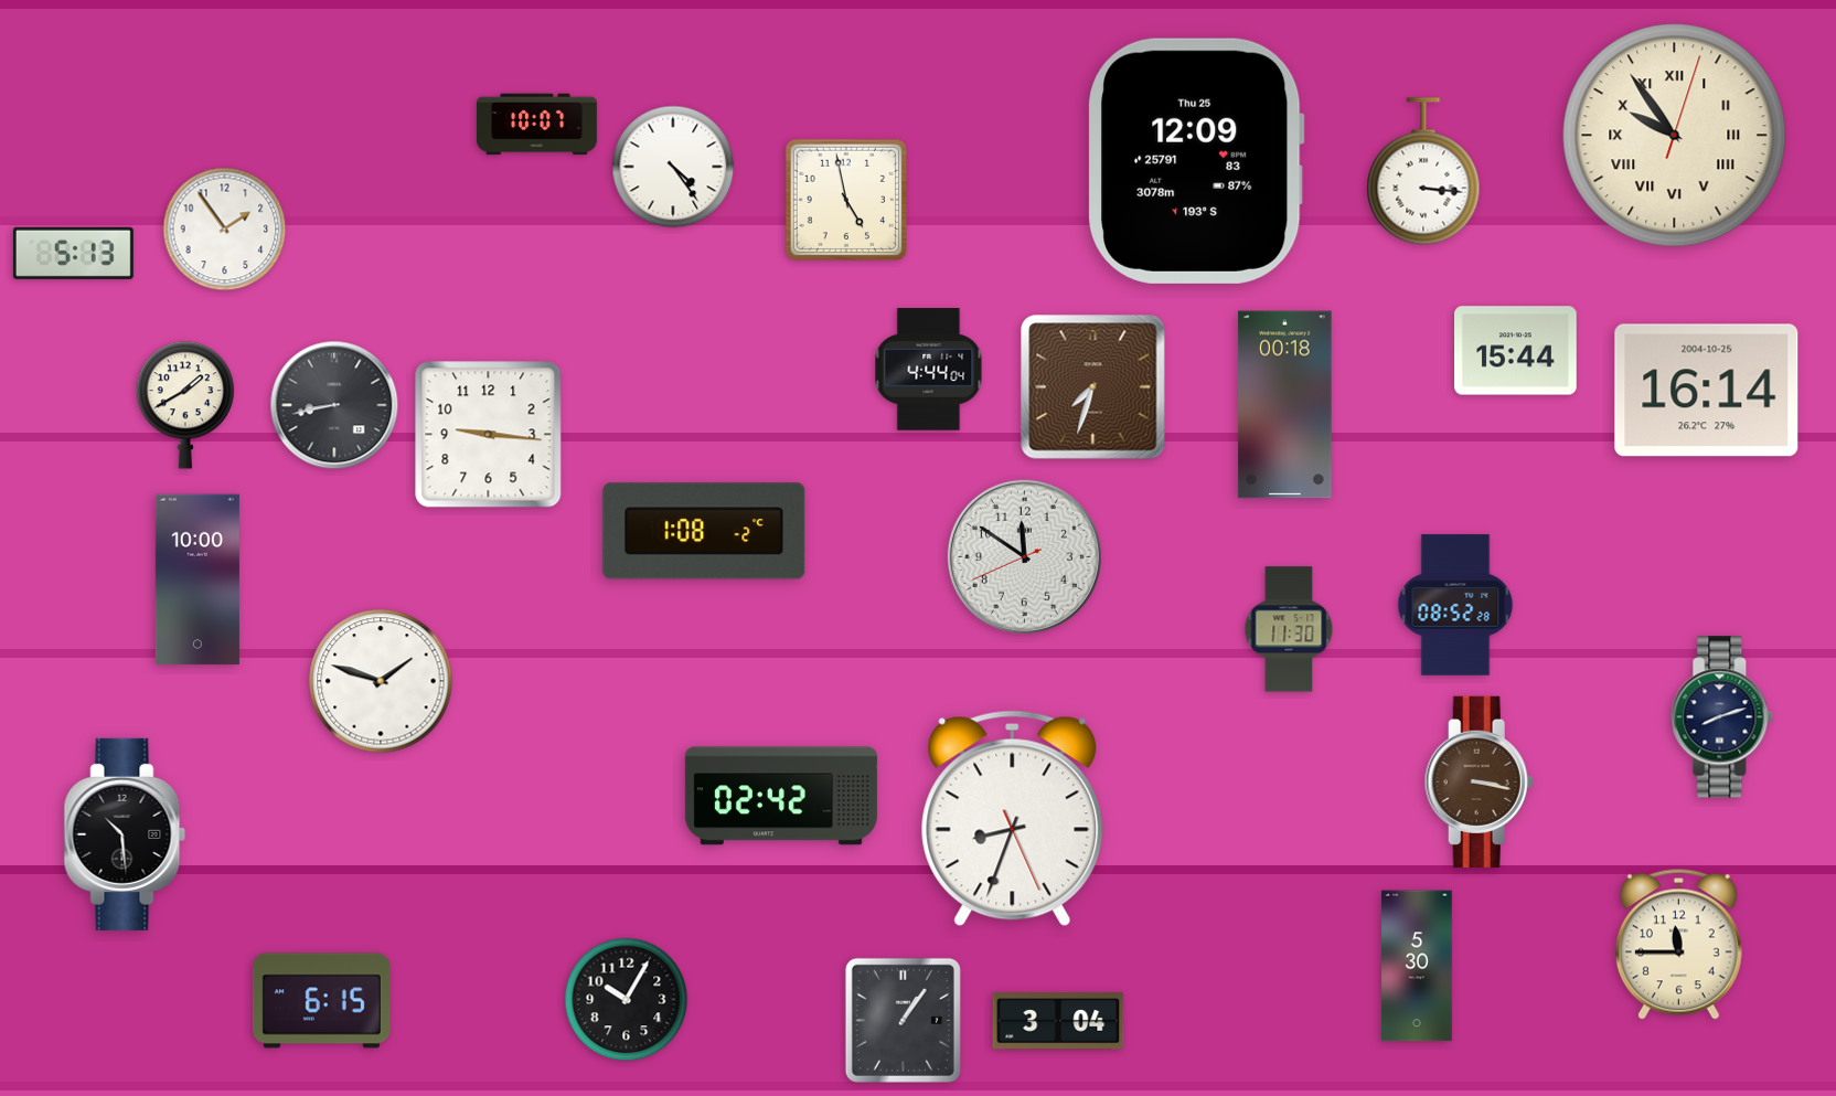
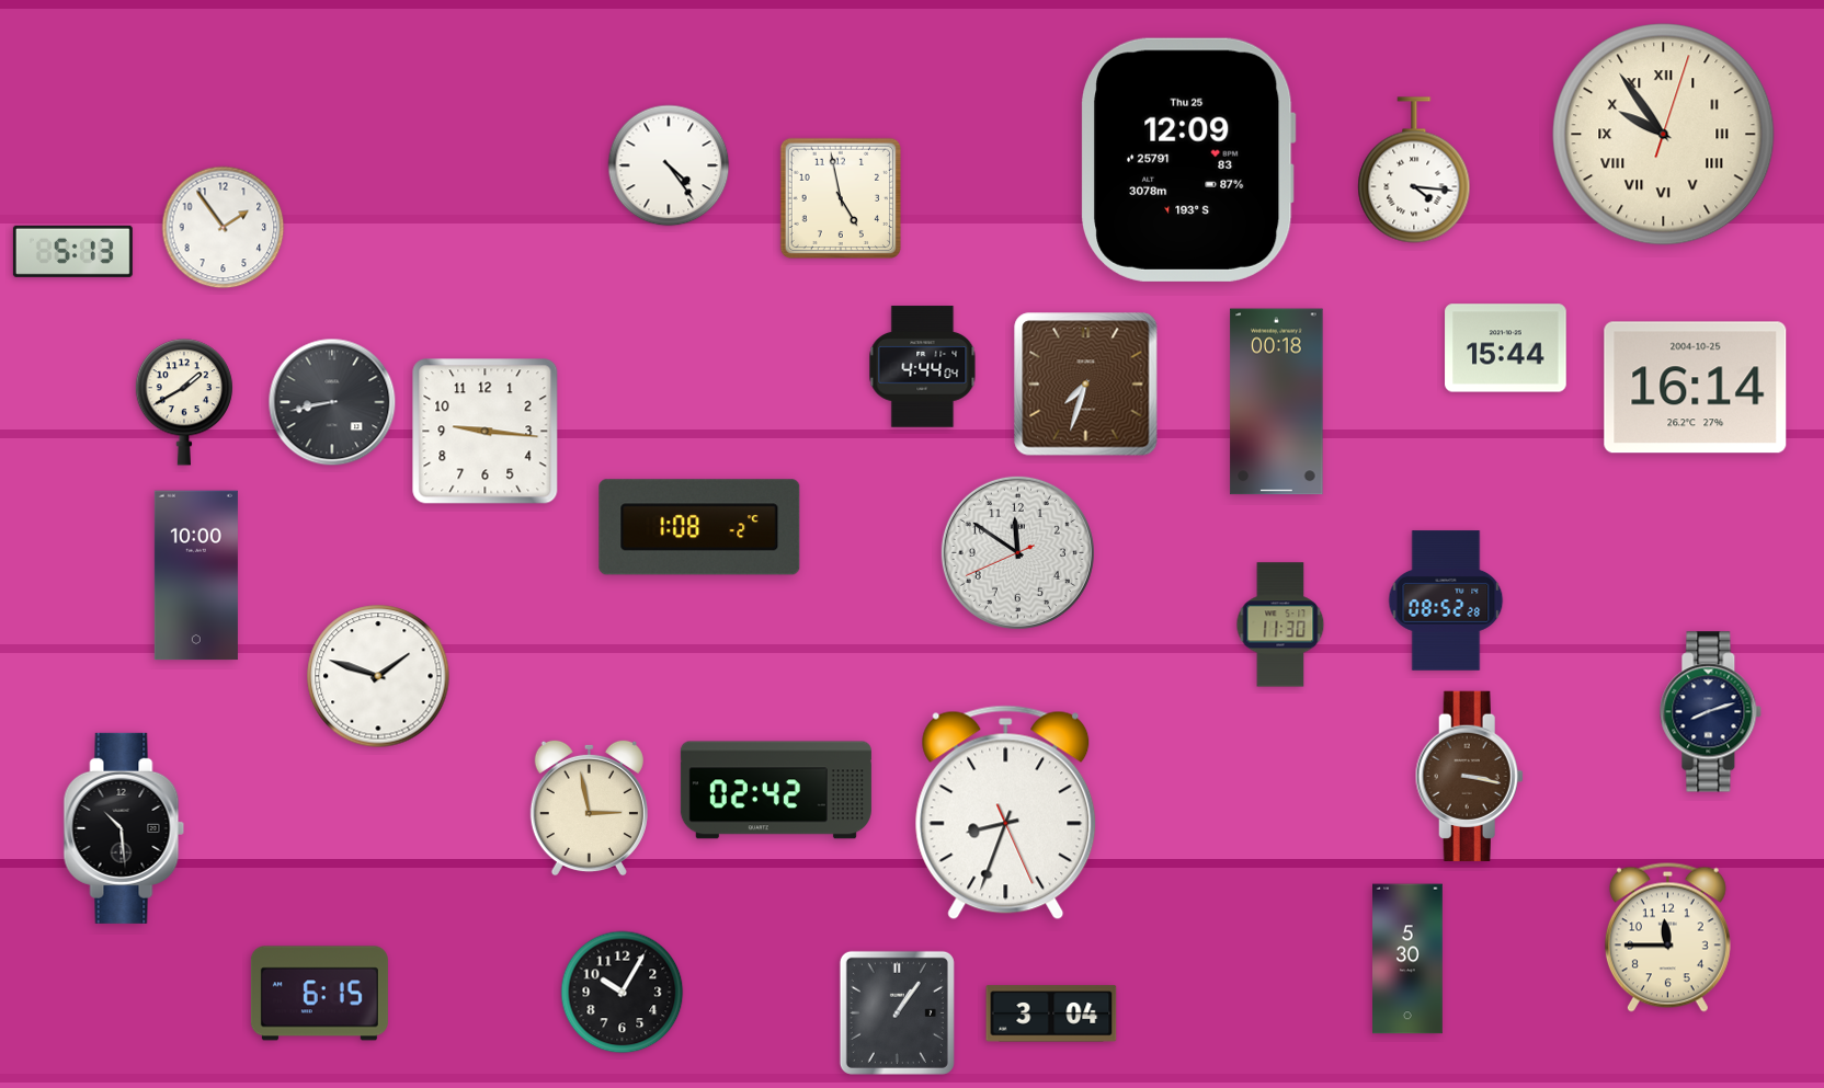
clock at (536, 125): 10:07 -> none
clock at (1423, 171): 3:16 -> 4:16
clock at (589, 808): none -> 2:58
